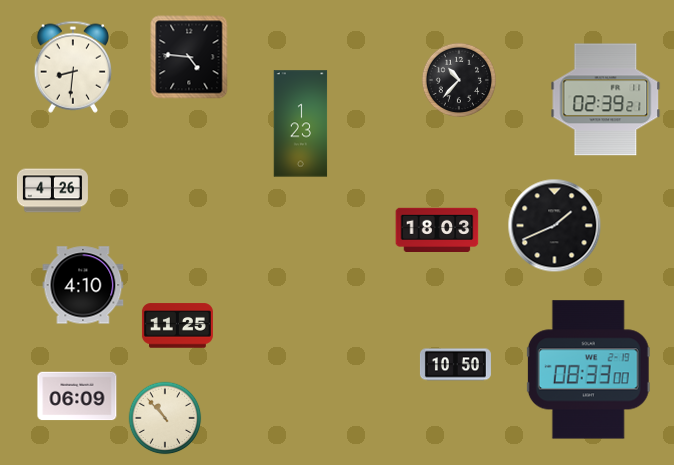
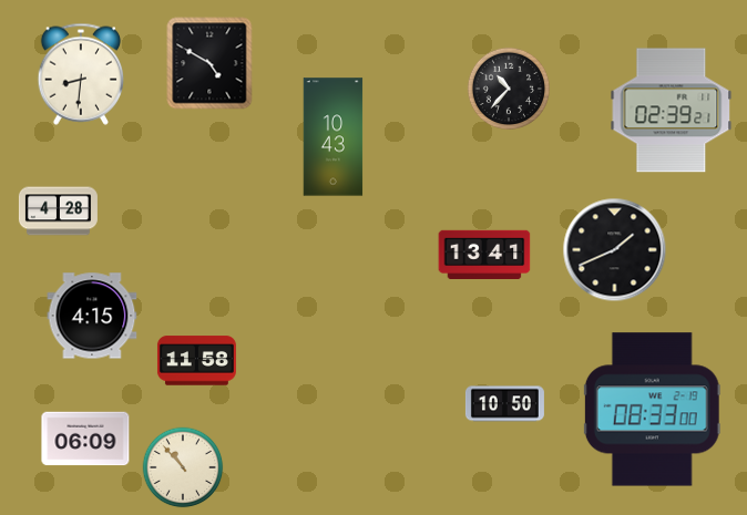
clock at (189, 57): 4:46 -> 4:50
clock at (301, 124): 1:23 -> 10:43
clock at (52, 191): 4:26 -> 4:28
clock at (437, 230): 18:03 -> 13:41
clock at (83, 285): 4:10 -> 4:15
clock at (177, 326): 11:25 -> 11:58
clock at (165, 418) position: (165, 418) -> (183, 467)
